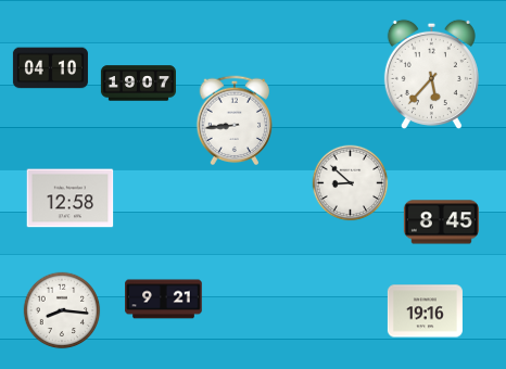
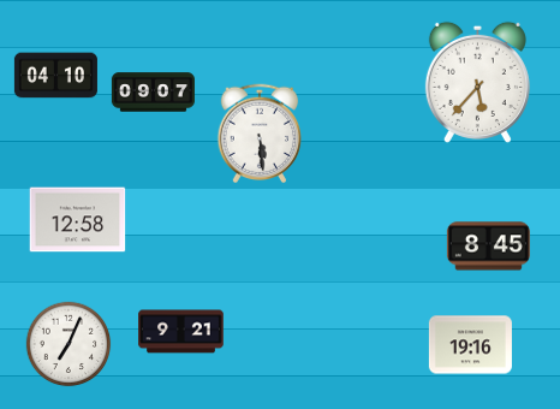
clock at (138, 84): 19:07 -> 09:07
clock at (235, 120): 8:44 -> 5:29
clock at (351, 183): 8:52 -> none
clock at (62, 310): 8:16 -> 7:04
